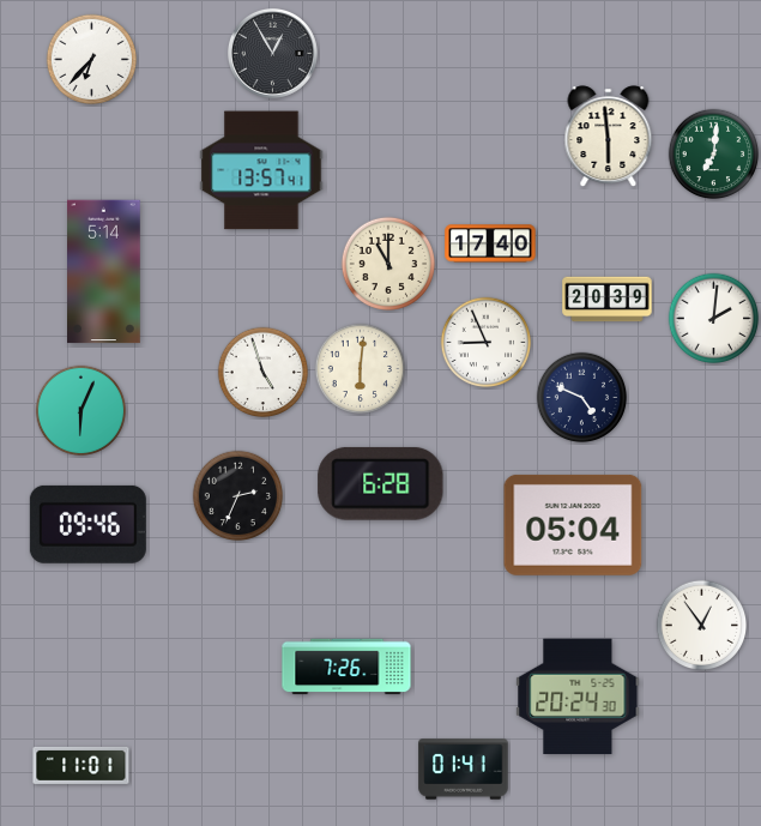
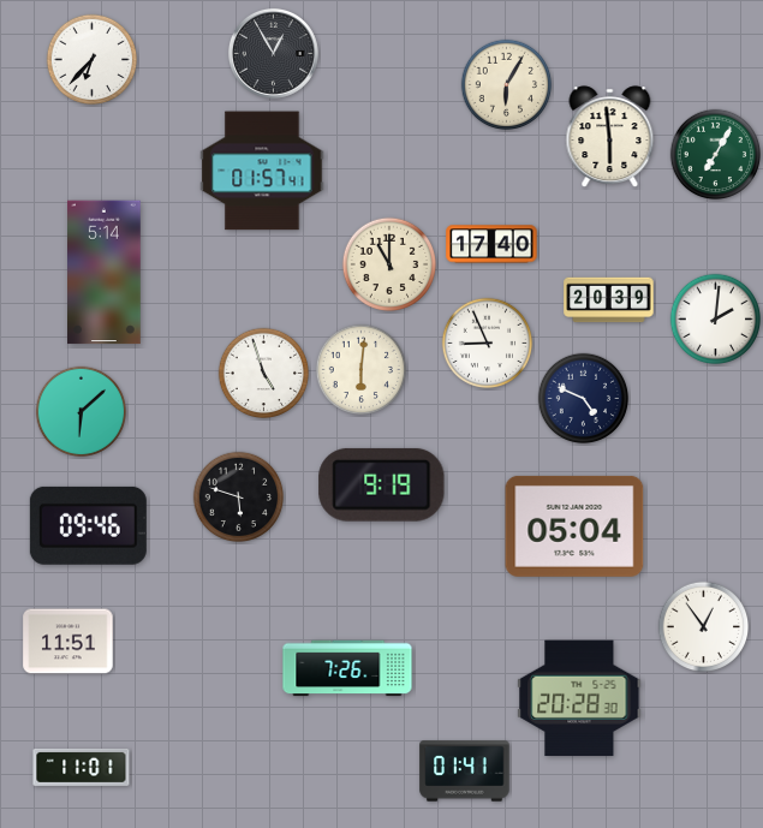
clock at (507, 85): none -> 6:05
clock at (714, 155): 7:01 -> 7:05
clock at (261, 170): 13:57 -> 01:57
clock at (81, 411): 6:04 -> 6:08
clock at (381, 483): 6:28 -> 9:19
clock at (238, 496): 2:34 -> 5:48
clock at (68, 642): none -> 11:51
clock at (578, 697): 20:24 -> 20:28
